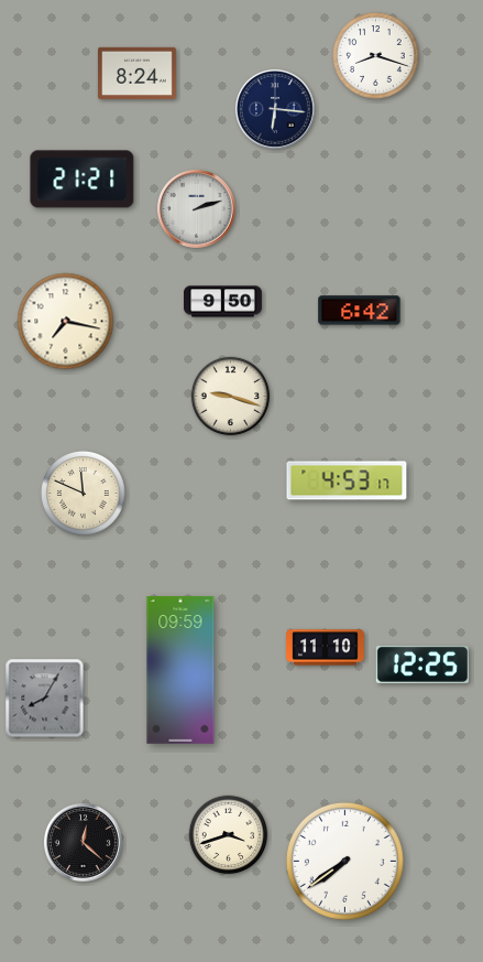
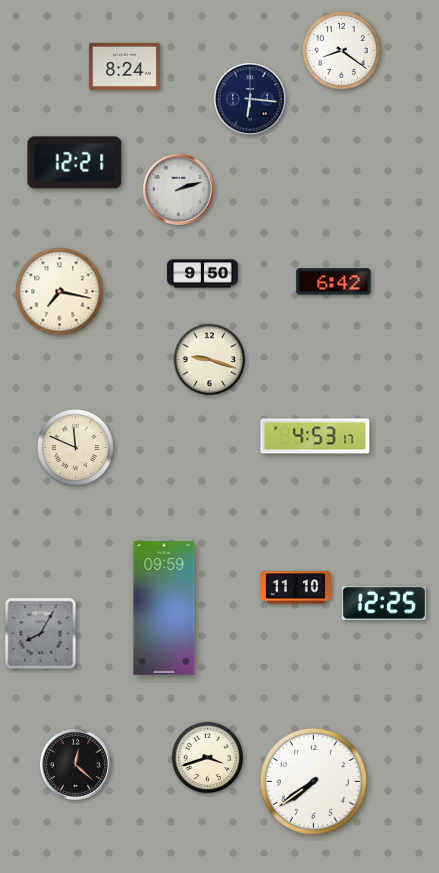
clock at (376, 56): 8:18 -> 8:21
clock at (83, 180): 21:21 -> 12:21
clock at (360, 311) position: (360, 311) -> (334, 282)
